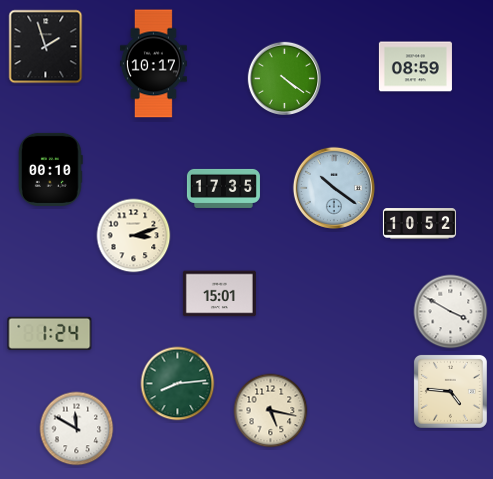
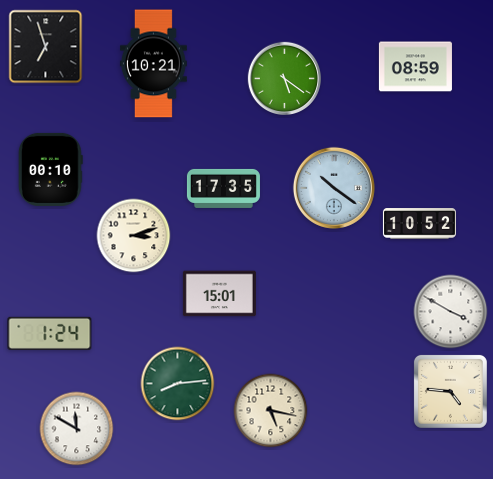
clock at (46, 47): 1:57 -> 6:57
clock at (153, 64): 10:17 -> 10:21
clock at (284, 78): 4:21 -> 5:21
